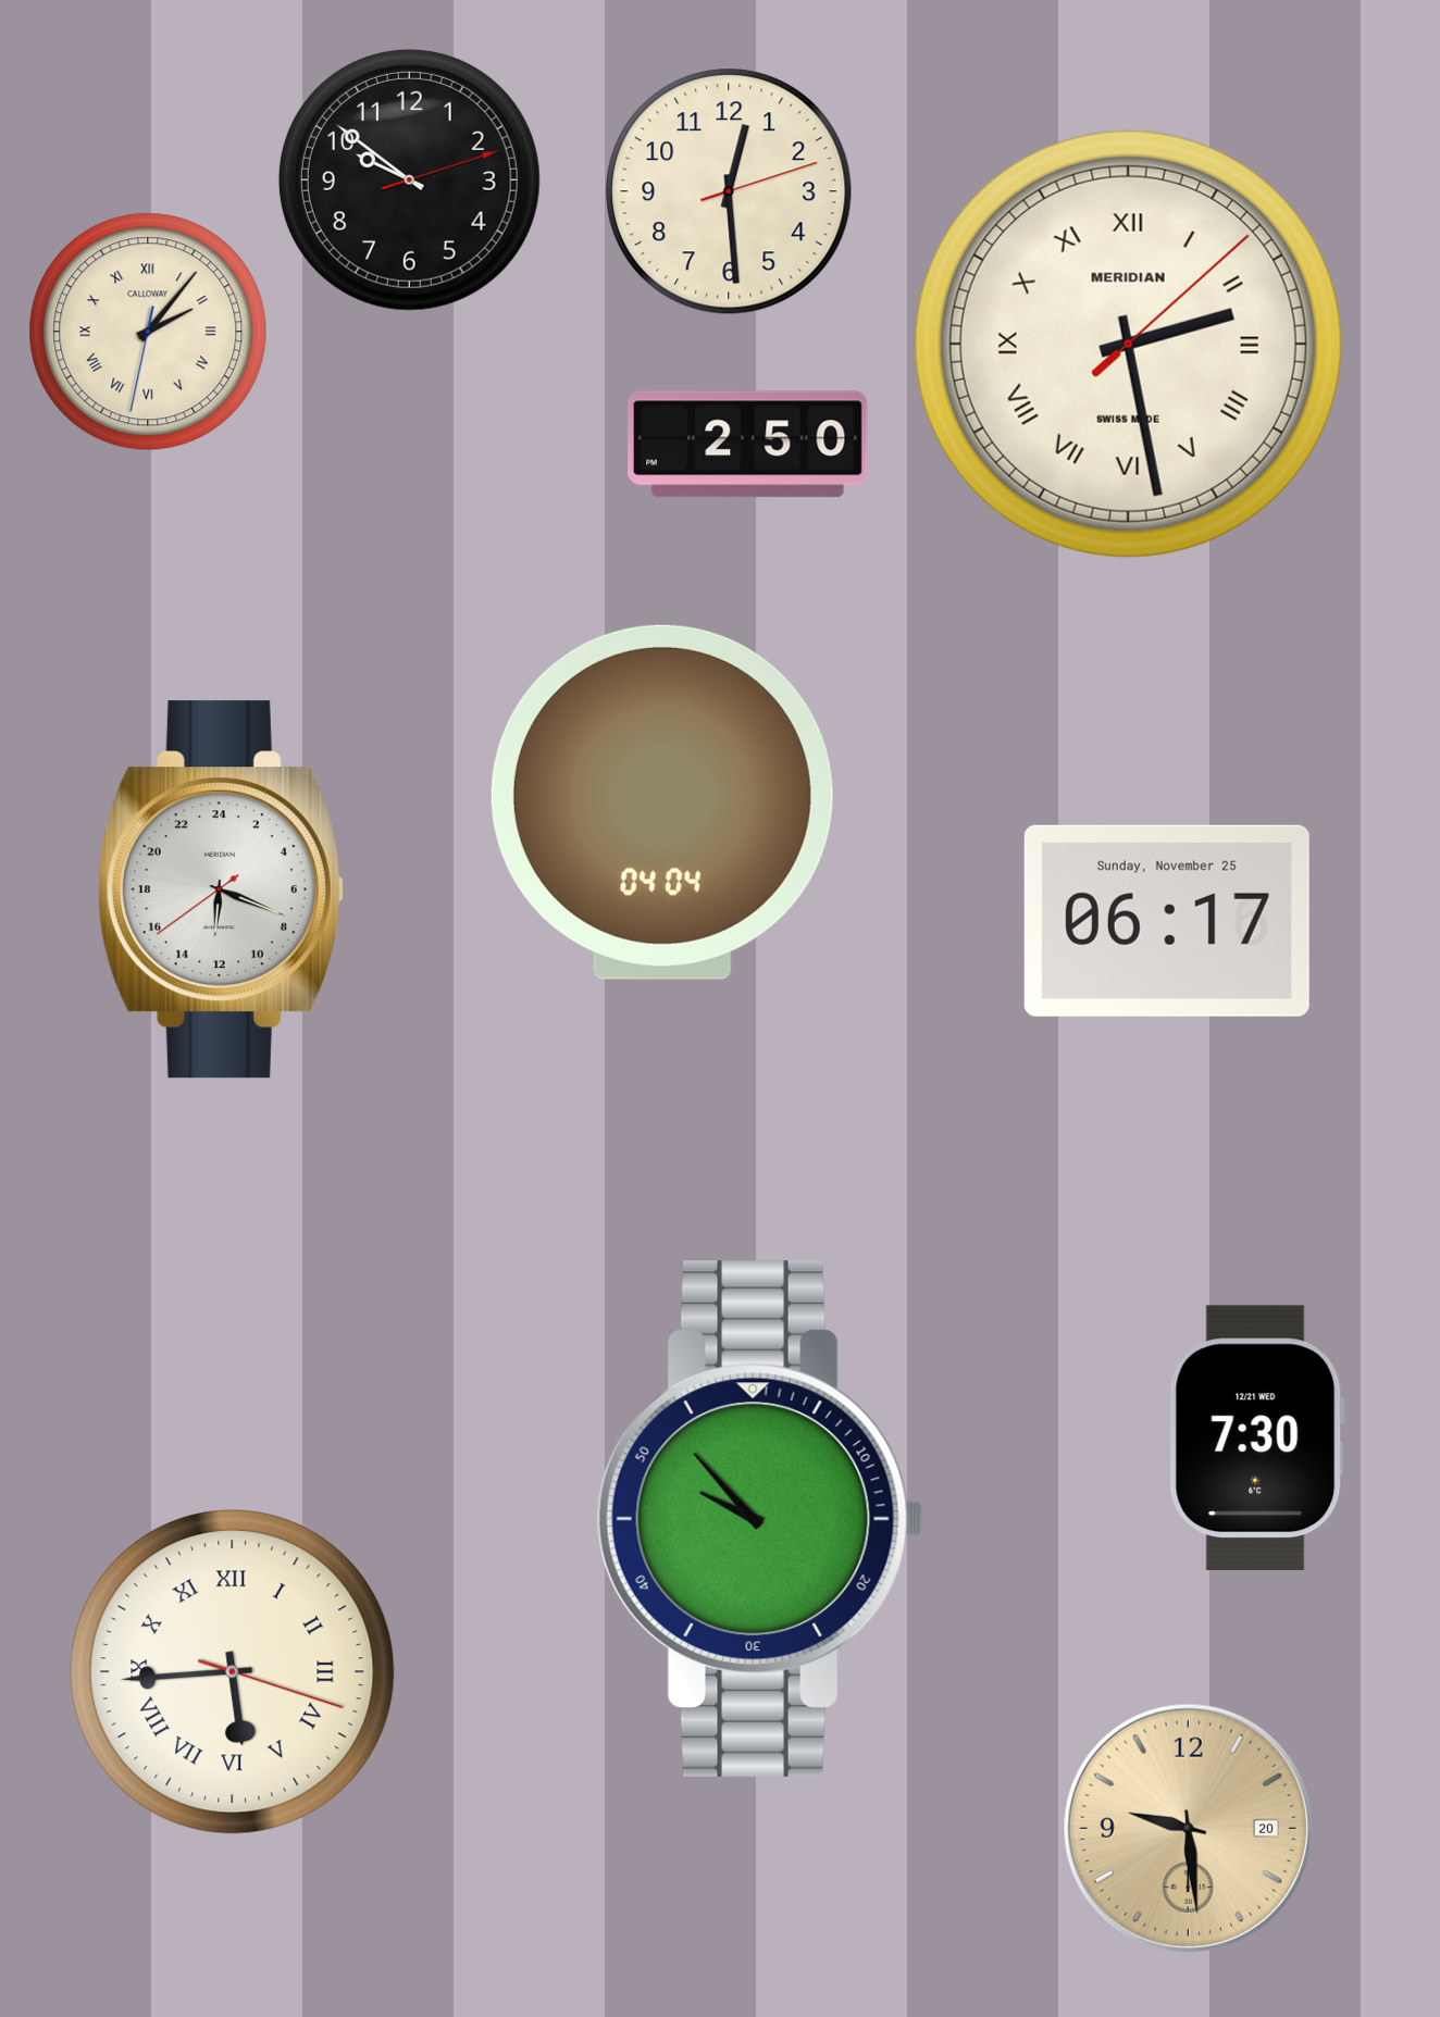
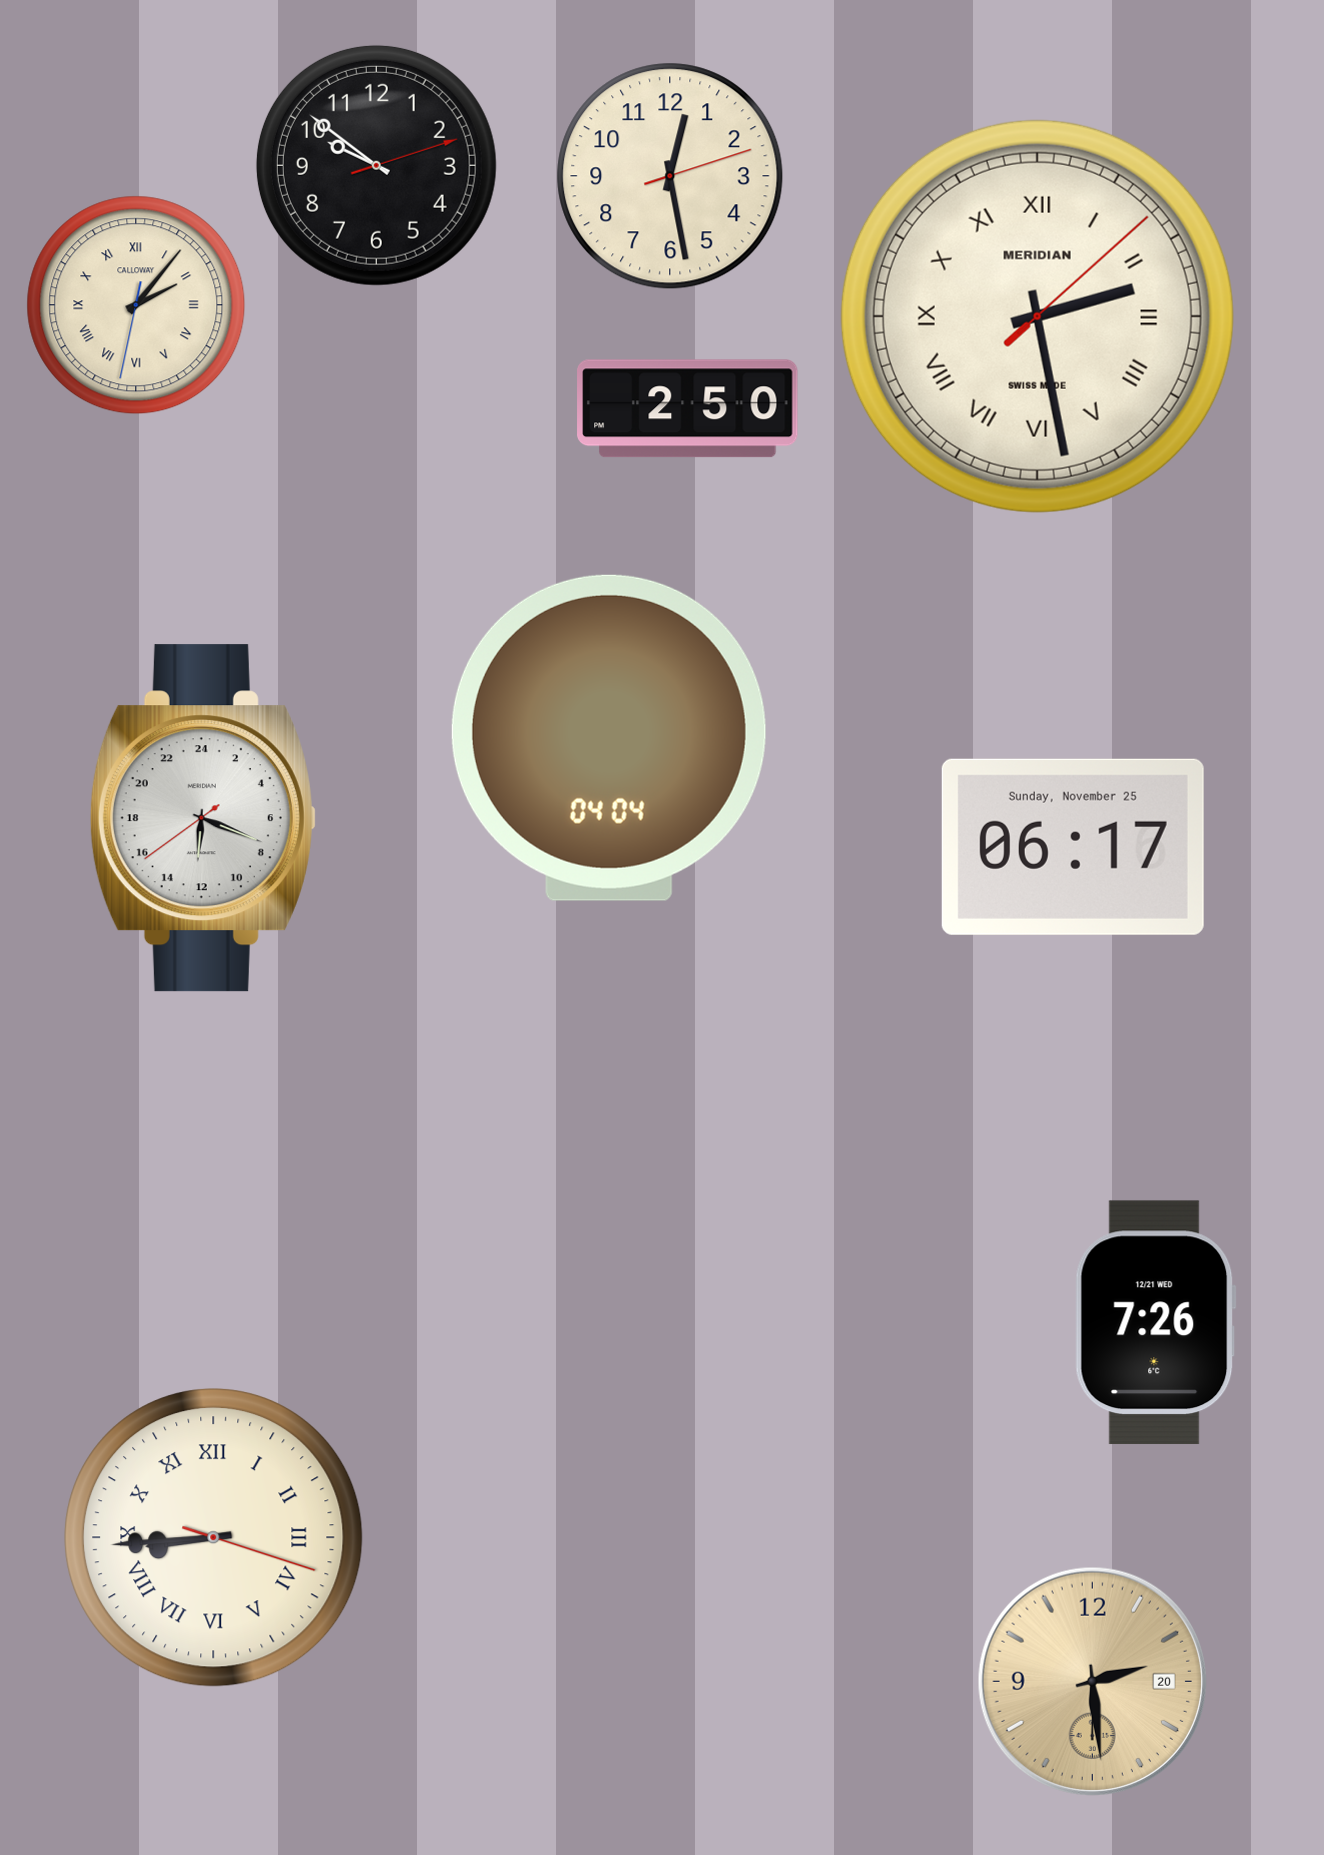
clock at (729, 191): 12:29 -> 12:28
clock at (1256, 1439): 7:30 -> 7:26
clock at (760, 1519): 9:53 -> none
clock at (233, 1672): 5:44 -> 8:44
clock at (1188, 1828): 9:29 -> 2:29
